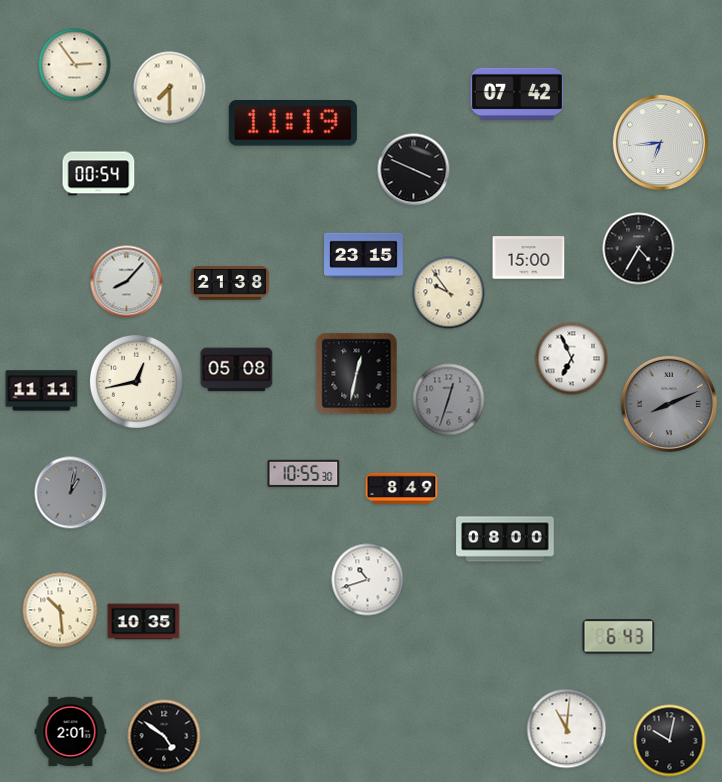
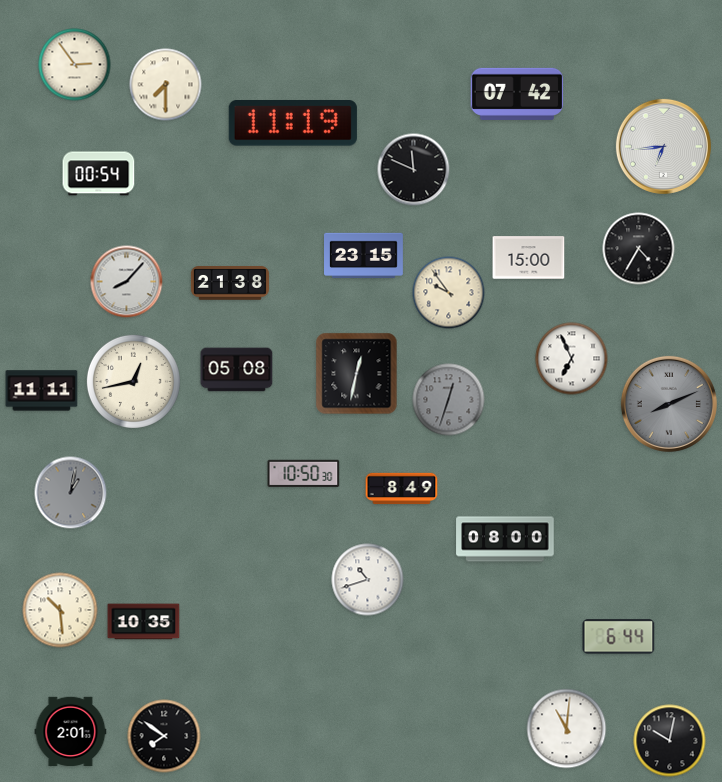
clock at (170, 88) position: (170, 88) -> (166, 85)
clock at (660, 142) position: (660, 142) -> (663, 146)
clock at (414, 170): 3:49 -> 11:49
clock at (136, 381) position: (136, 381) -> (133, 381)
clock at (304, 473): 10:55 -> 10:50
clock at (619, 637): 6:43 -> 6:44
clock at (164, 736): 4:51 -> 7:51
